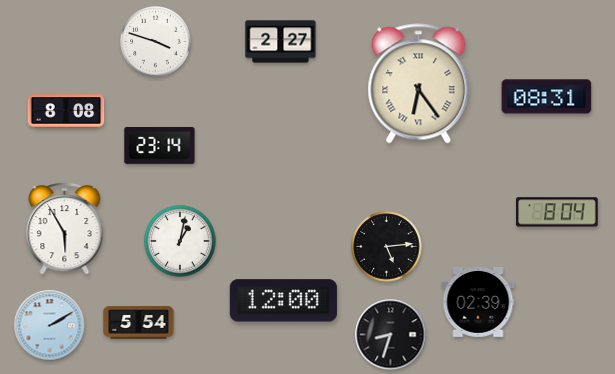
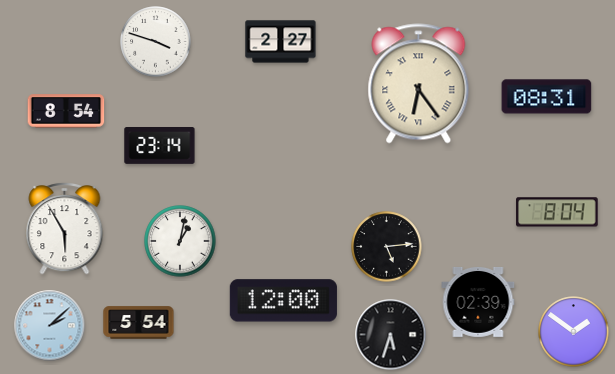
clock at (66, 111): 8:08 -> 8:54
clock at (50, 326): 2:10 -> 2:08
clock at (574, 332): none -> 1:51
clock at (391, 335): 8:33 -> 5:33
